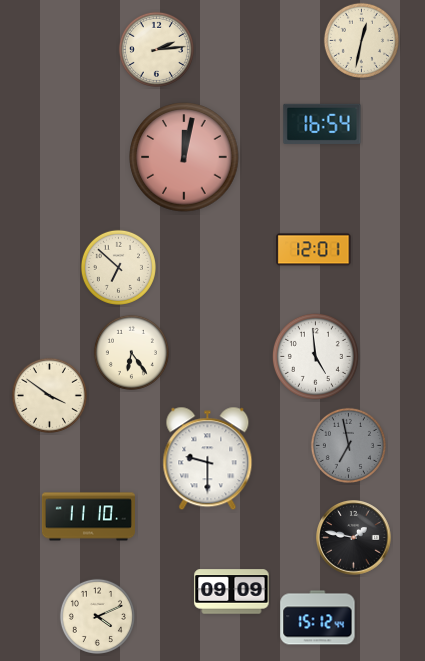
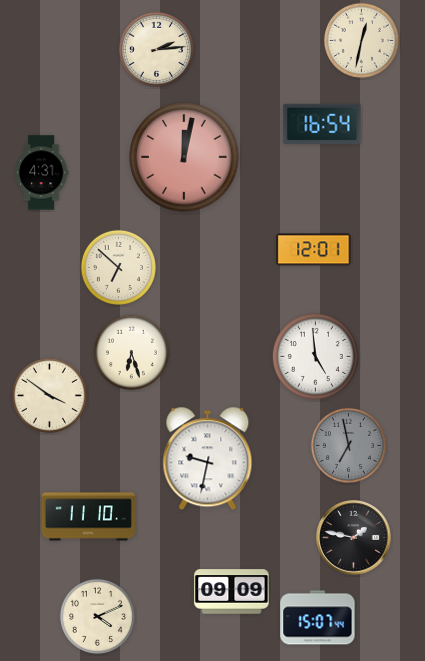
clock at (42, 173): none -> 4:31
clock at (131, 352): 6:24 -> 6:27
clock at (208, 459): 9:30 -> 9:32
clock at (318, 618): 15:12 -> 15:07
